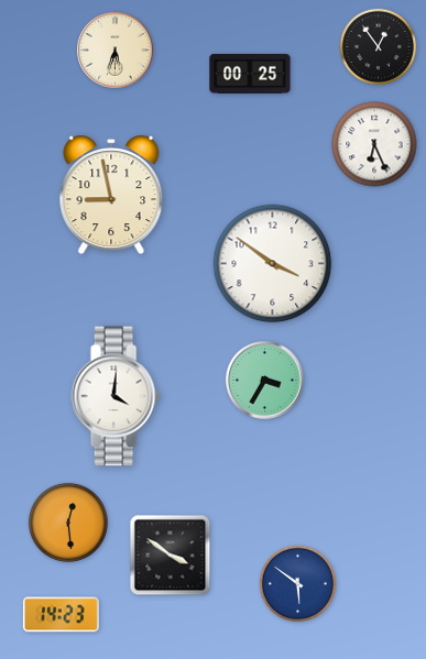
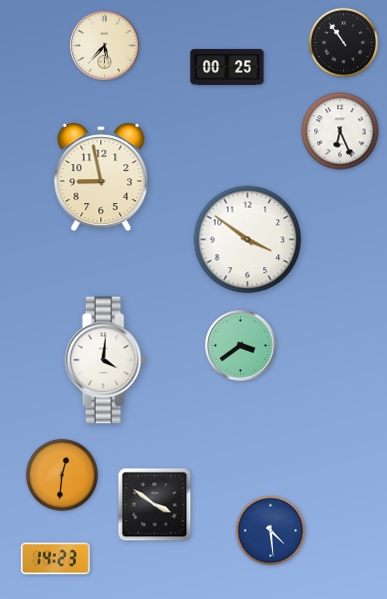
clock at (379, 47): 12:54 -> 10:54
clock at (116, 51): 5:33 -> 5:37
clock at (265, 381): 3:35 -> 3:39
clock at (68, 523): 12:29 -> 12:31
clock at (298, 584): 5:51 -> 4:29
